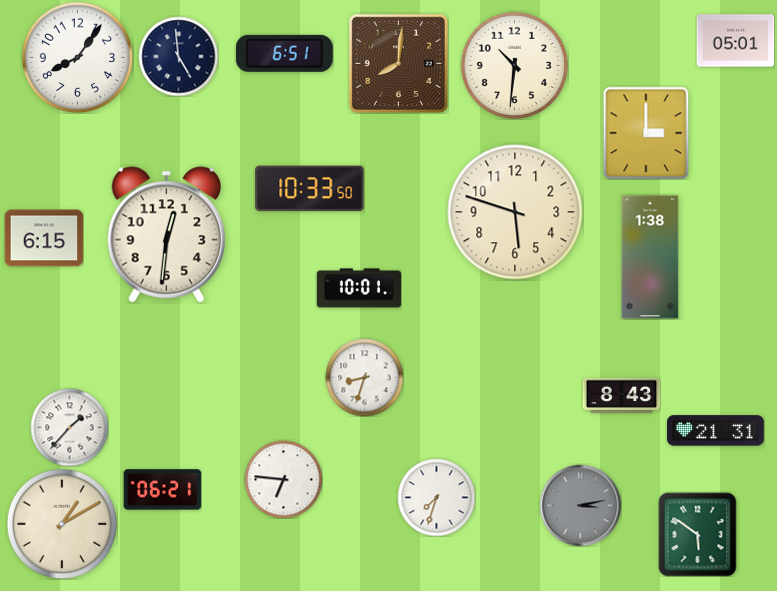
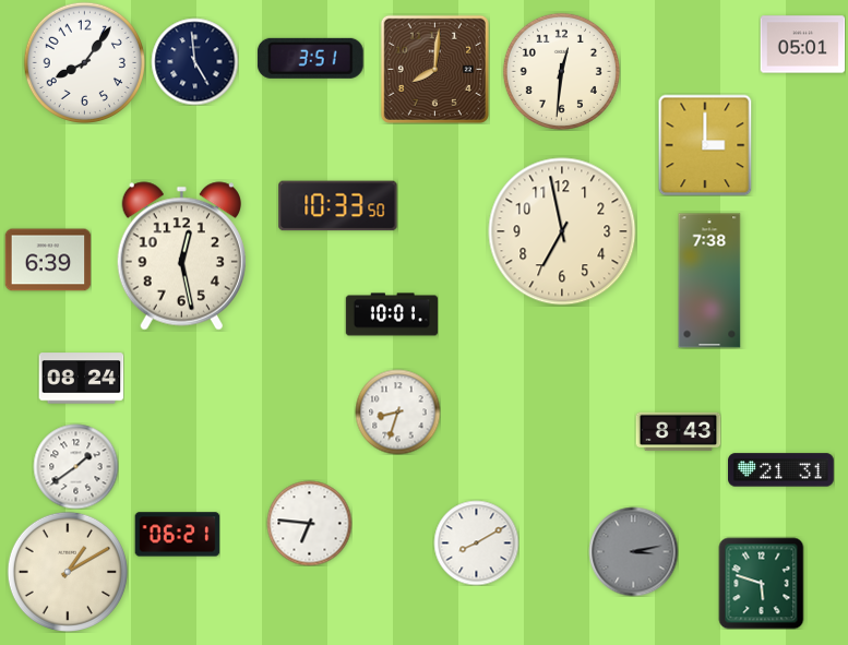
clock at (284, 53): 6:51 -> 3:51
clock at (514, 65): 10:31 -> 12:31
clock at (515, 212): 5:48 -> 6:58
clock at (166, 235): 12:31 -> 12:28
clock at (44, 238): 6:15 -> 6:39
clock at (650, 257): 1:38 -> 7:38
clock at (81, 379): none -> 08:24
clock at (69, 427): 1:37 -> 1:39
clock at (436, 497): 7:33 -> 8:10
clock at (698, 534): 5:51 -> 5:48
